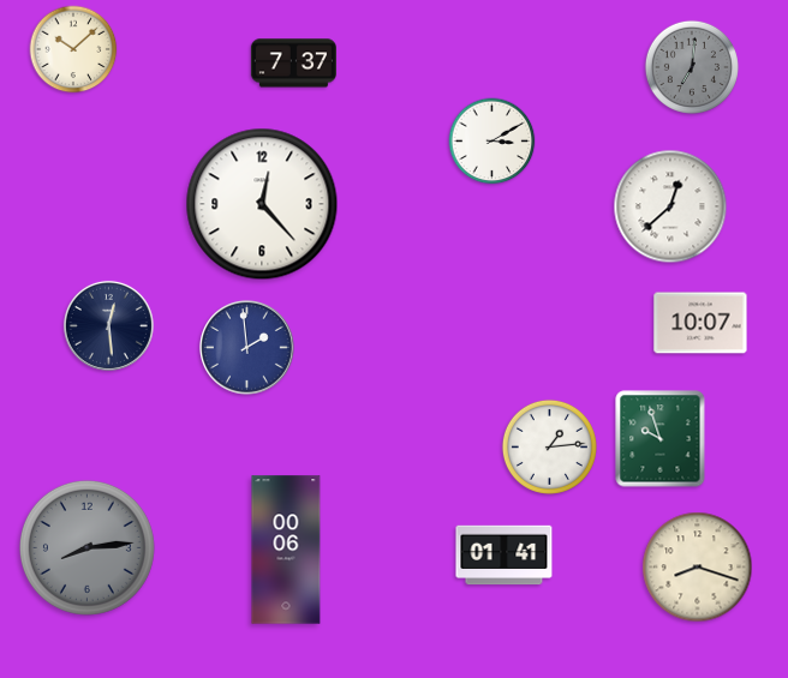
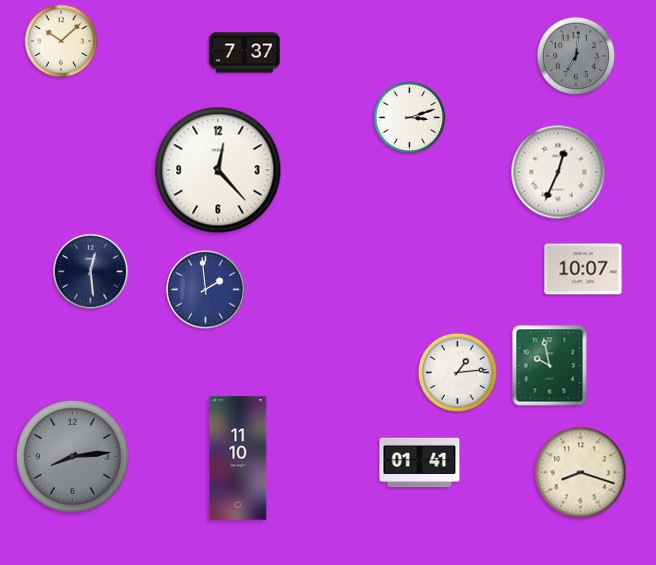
clock at (492, 142): 3:10 -> 3:12
clock at (670, 206): 12:38 -> 12:34
clock at (661, 439): 9:57 -> 9:58
clock at (286, 550): 00:06 -> 11:10
